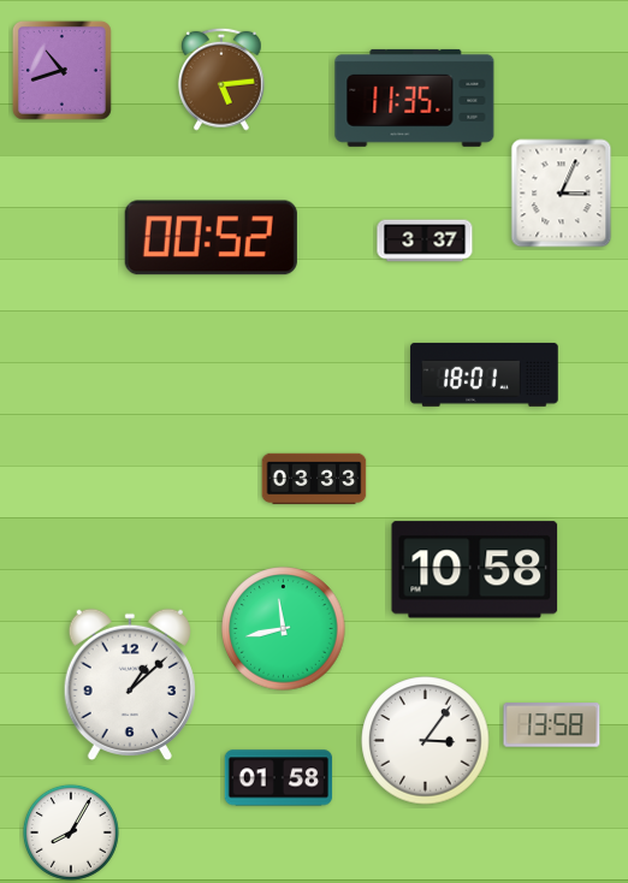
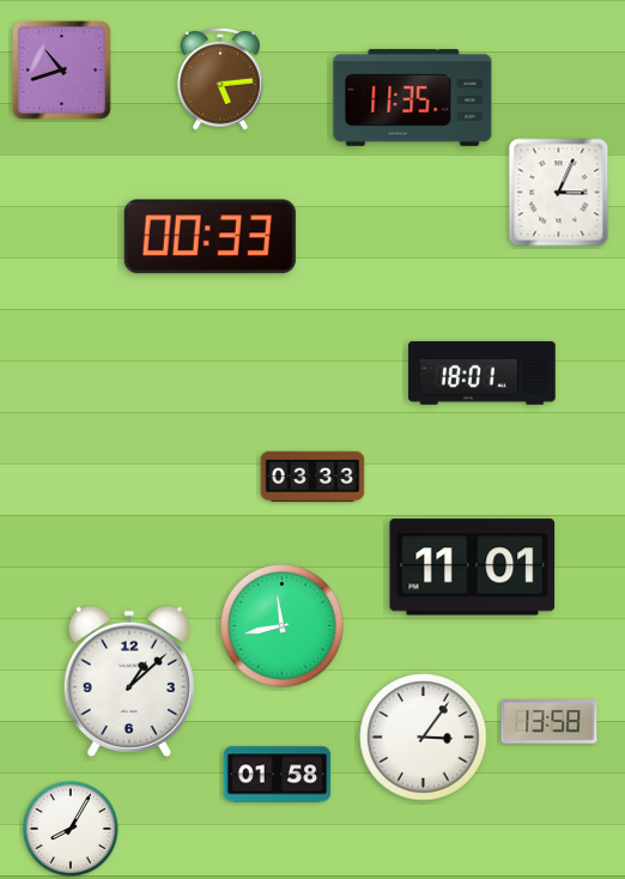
clock at (211, 238): 00:52 -> 00:33
clock at (425, 241): 3:37 -> none
clock at (475, 570): 10:58 -> 11:01
